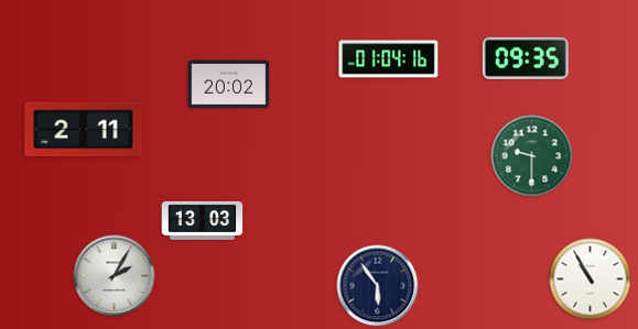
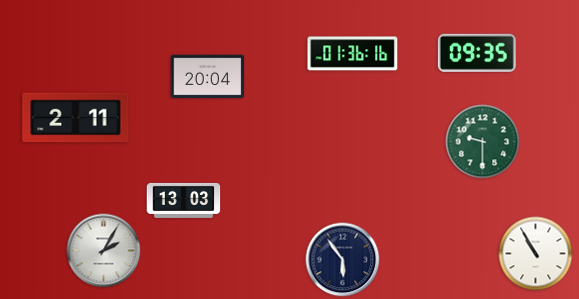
clock at (389, 59): 01:04 -> 01:36
clock at (229, 85): 20:02 -> 20:04
